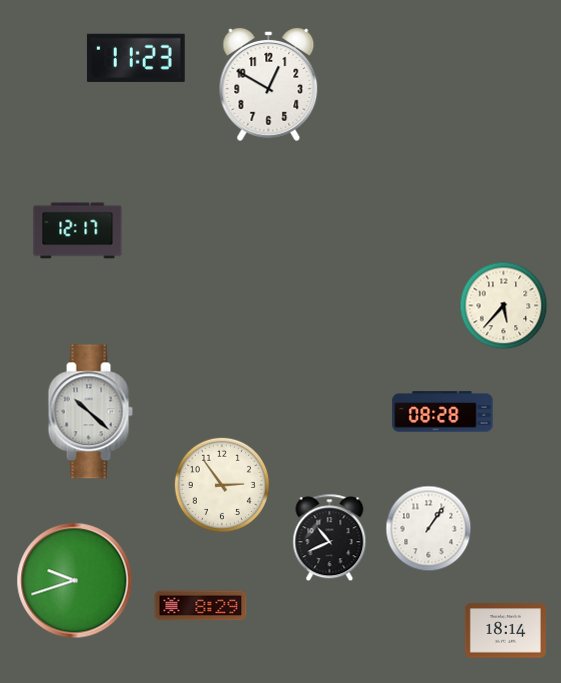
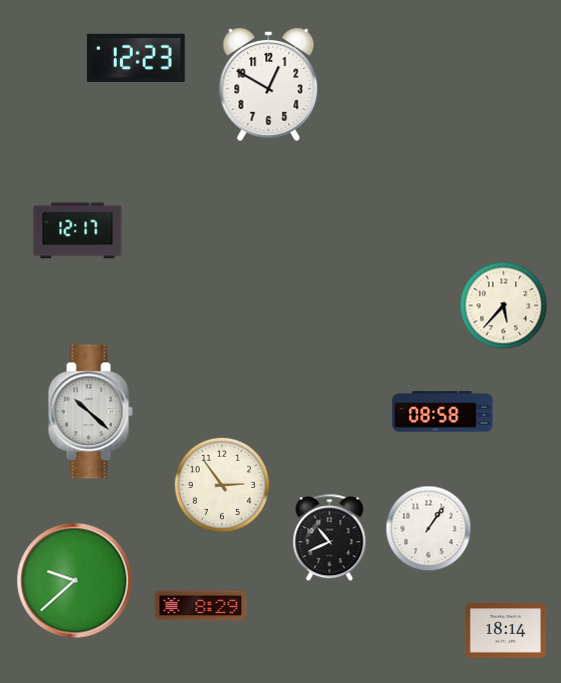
clock at (136, 58): 11:23 -> 12:23
clock at (443, 412): 08:28 -> 08:58
clock at (75, 581): 9:42 -> 9:38
